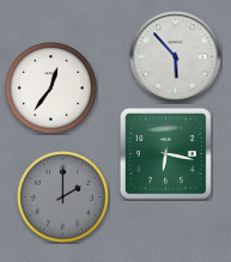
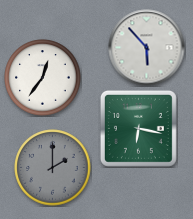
clock at (51, 89) position: (51, 89) -> (43, 78)
clock at (63, 197) position: (63, 197) -> (53, 168)
